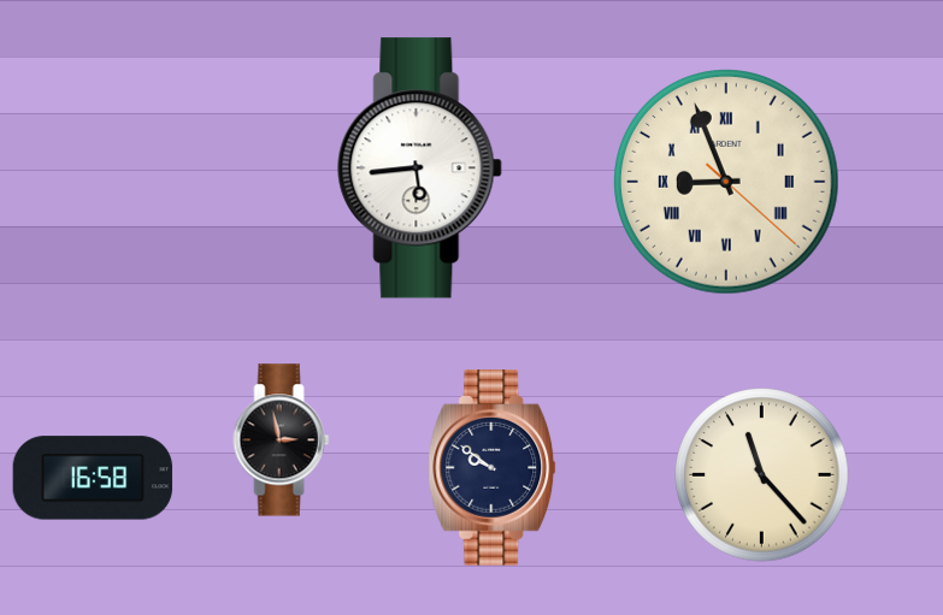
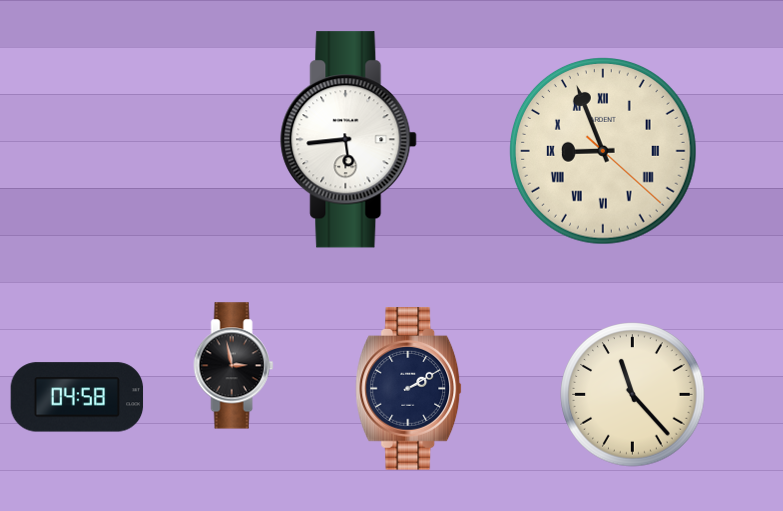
clock at (493, 468): 9:51 -> 2:10
clock at (93, 478): 16:58 -> 04:58
